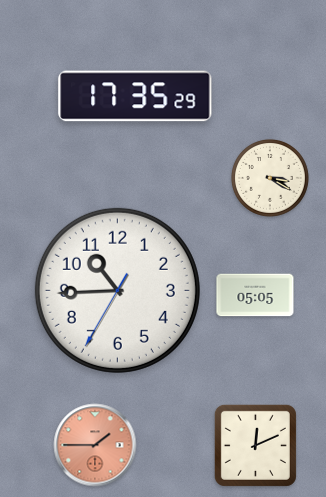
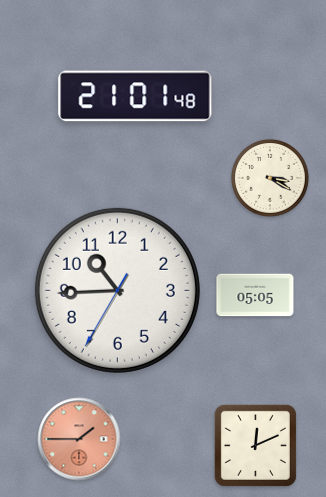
clock at (135, 96): 17:35 -> 21:01
clock at (95, 445) position: (95, 445) -> (79, 439)
